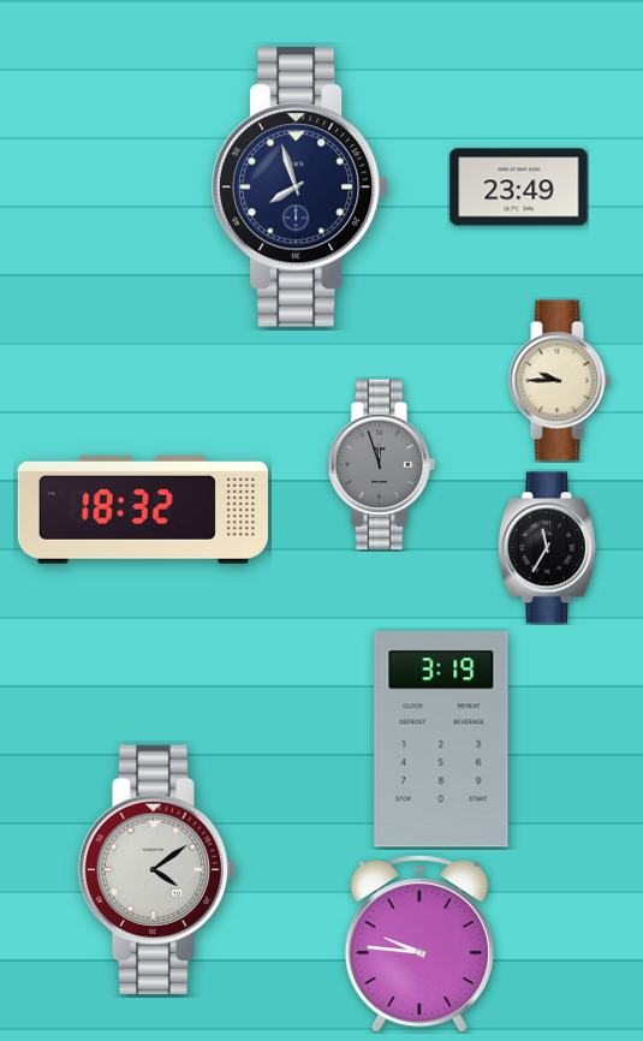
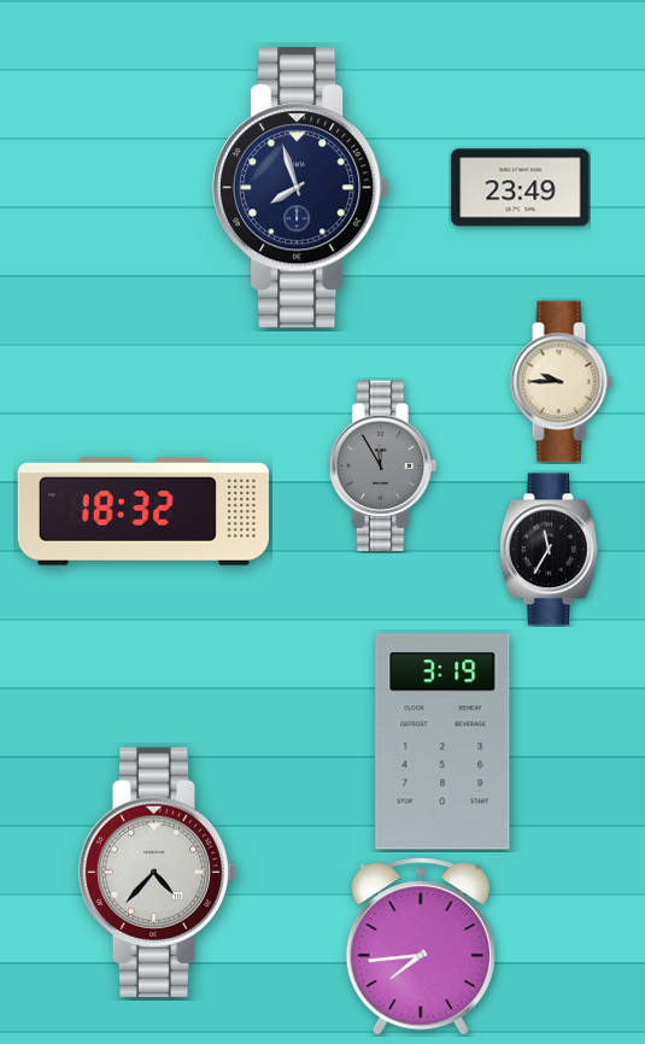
clock at (382, 465): 11:57 -> 11:55
clock at (157, 869): 4:09 -> 4:37
clock at (419, 944): 9:46 -> 7:44
